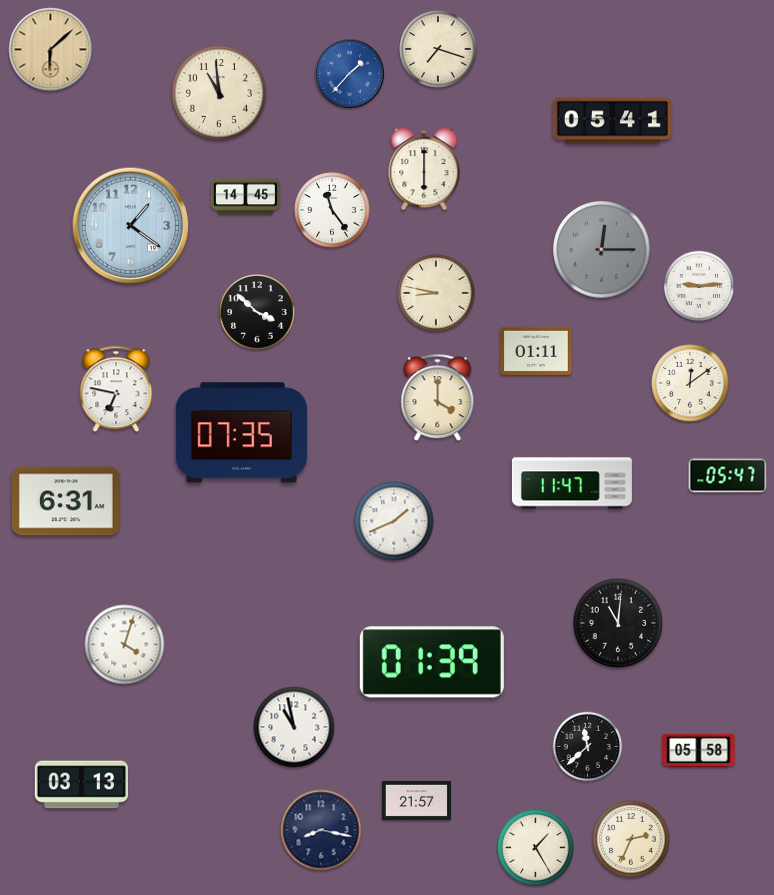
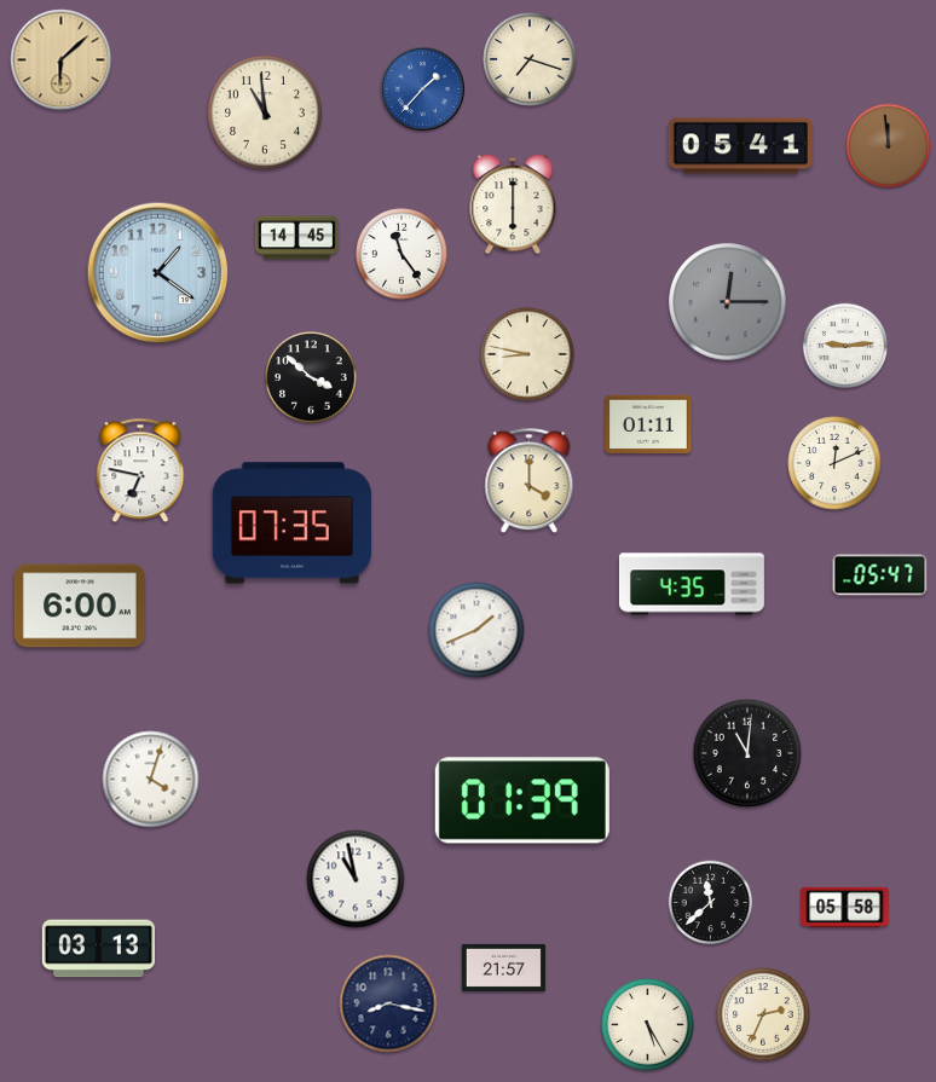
clock at (889, 146): none -> 11:59
clock at (690, 383): 12:09 -> 12:11
clock at (572, 483): 11:47 -> 4:35
clock at (66, 501): 6:31 -> 6:00
clock at (536, 848): 1:25 -> 5:25
